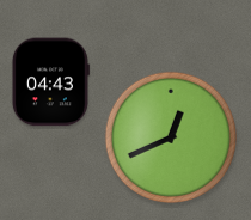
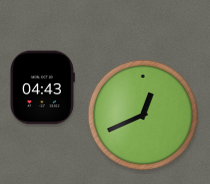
clock at (50, 82) position: (50, 82) -> (42, 88)
